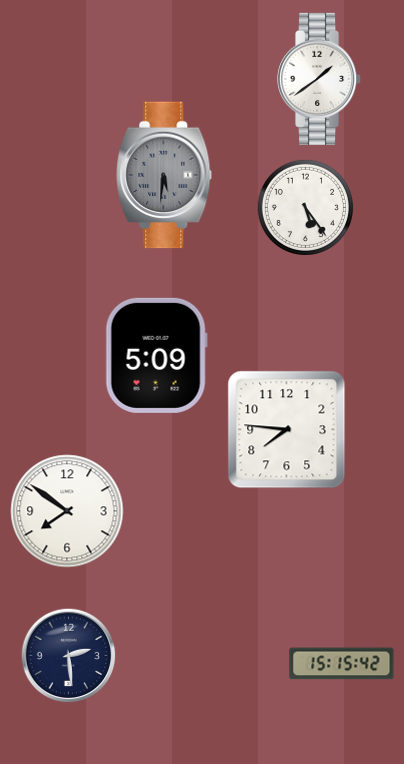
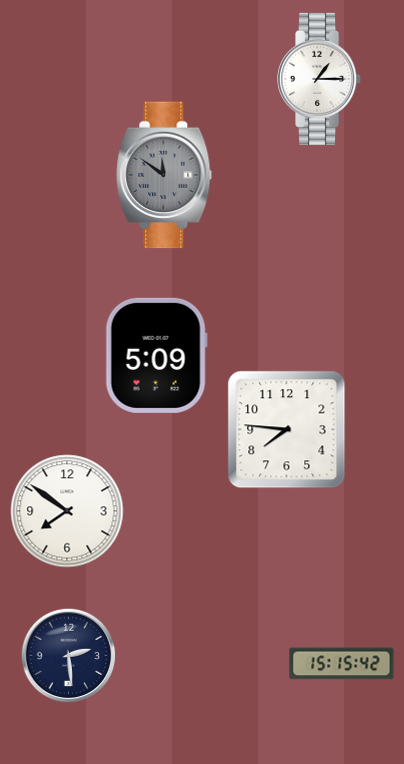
clock at (320, 79): 1:39 -> 1:15
clock at (164, 175): 5:31 -> 11:51
clock at (305, 207): 5:24 -> none
